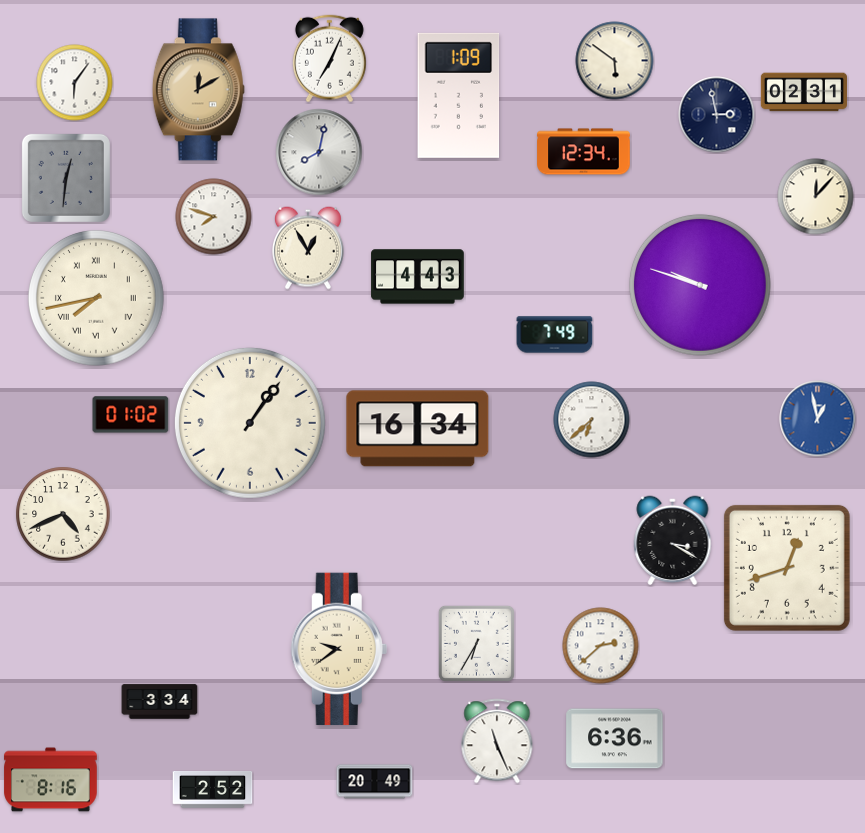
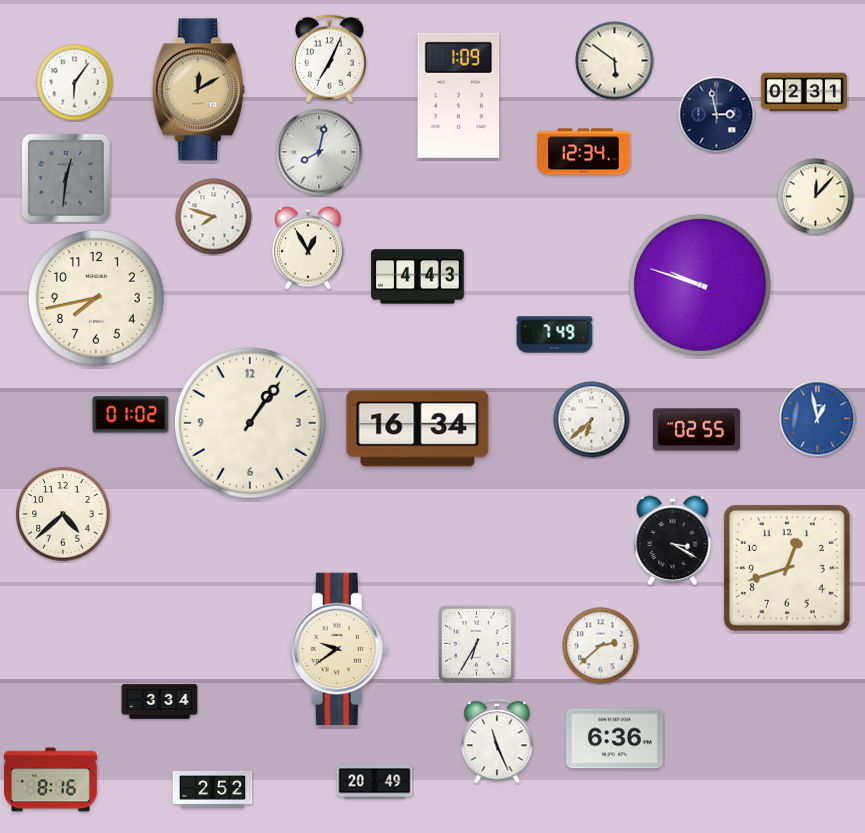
clock at (97, 299) numerals: Roman -> Arabic
clock at (696, 430): none -> 02:55
clock at (63, 514): 4:41 -> 4:38
